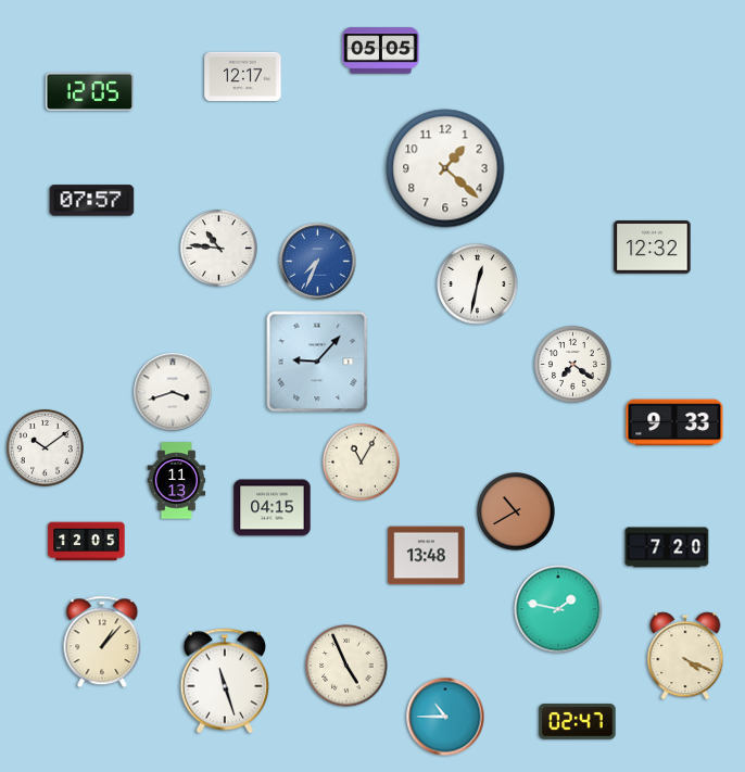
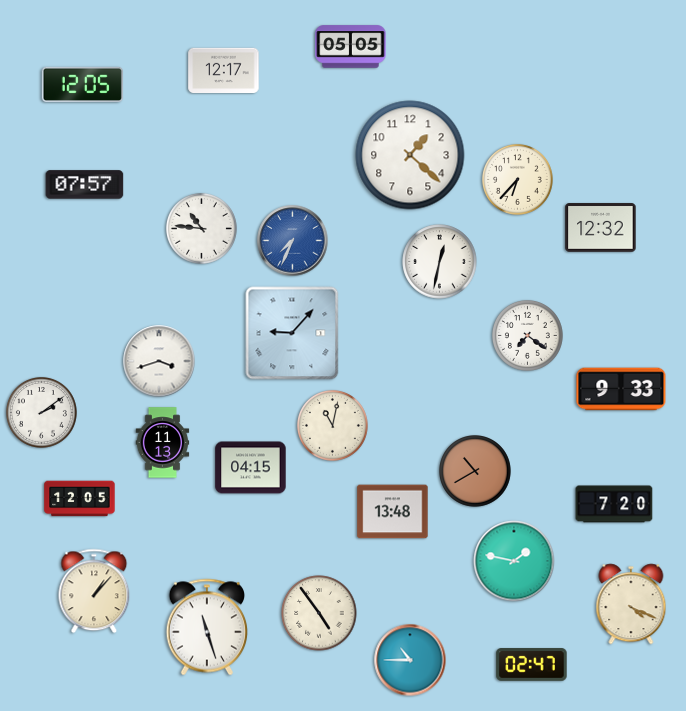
clock at (517, 179): none -> 6:37
clock at (45, 447): 10:09 -> 2:09
clock at (361, 461): 11:05 -> 11:02
clock at (346, 666): 4:56 -> 4:54
